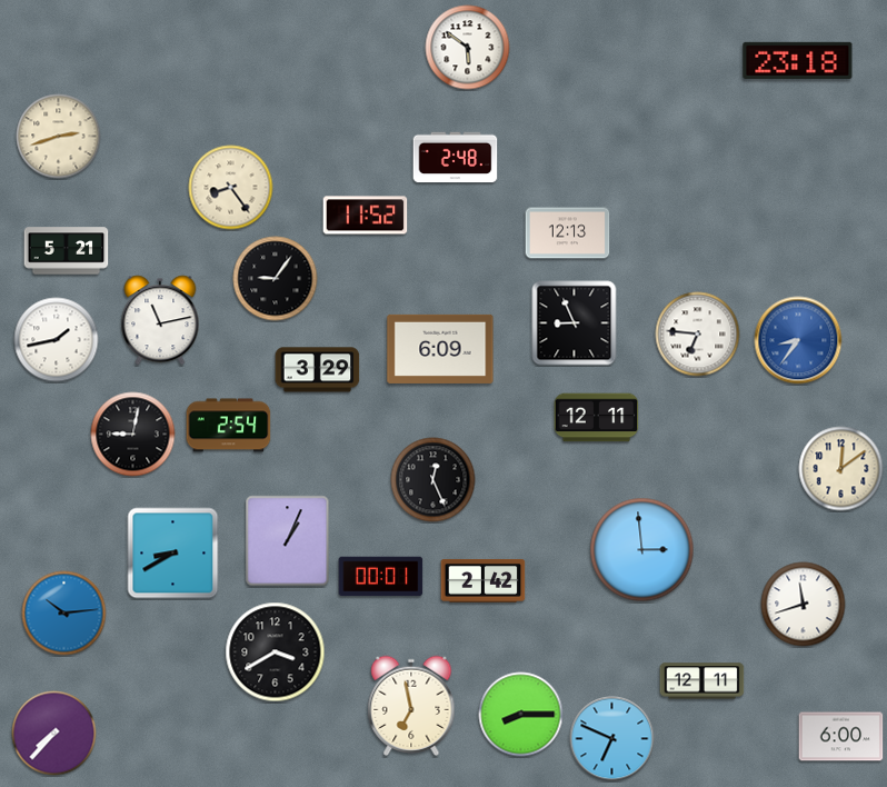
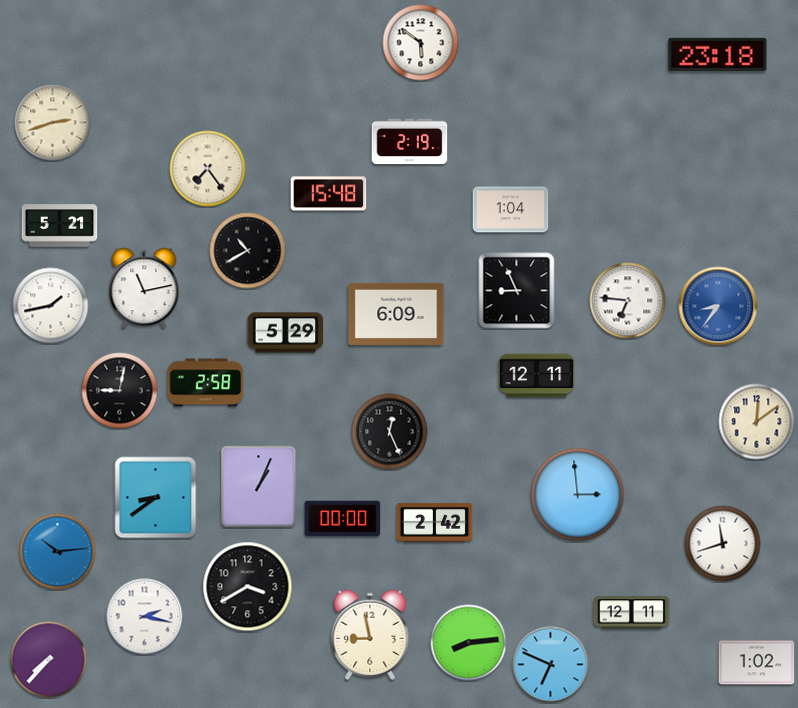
clock at (456, 158): 2:48 -> 2:19
clock at (231, 188): 8:24 -> 7:24
clock at (366, 216): 11:52 -> 15:48
clock at (568, 233): 12:13 -> 1:04
clock at (276, 279): 9:06 -> 10:40
clock at (318, 370): 3:29 -> 5:29
clock at (229, 426): 2:54 -> 2:58
clock at (173, 554): 8:40 -> 8:39
clock at (381, 577): 00:01 -> 00:00
clock at (145, 617): none -> 2:17
clock at (411, 706): 6:58 -> 8:58
clock at (521, 715): 8:15 -> 8:14
clock at (841, 737): 6:00 -> 1:02
